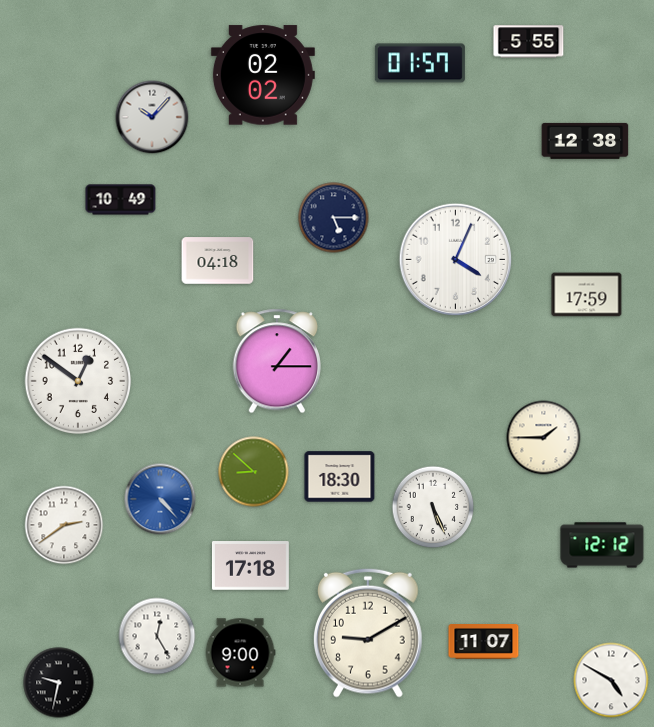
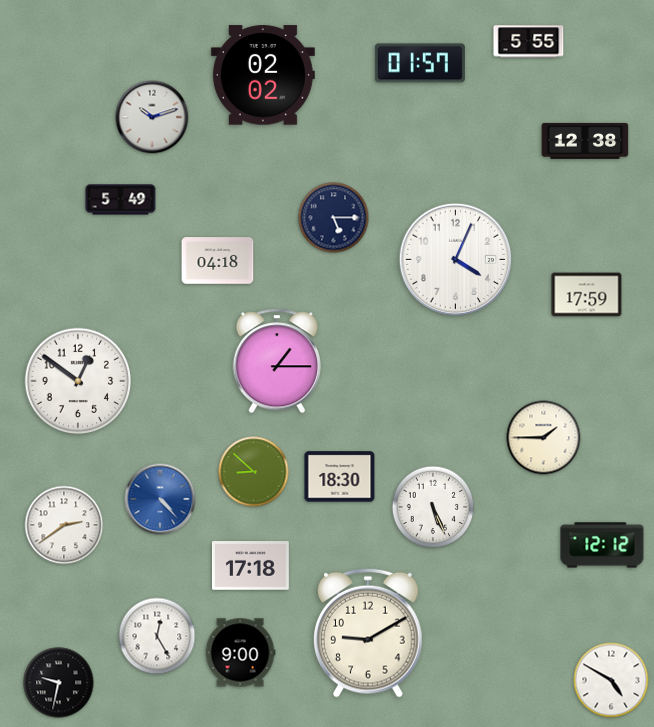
clock at (152, 117): 10:07 -> 10:12
clock at (121, 200): 10:49 -> 5:49
clock at (484, 642): 11:07 -> none
